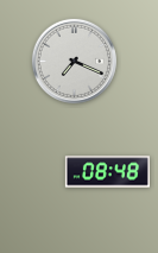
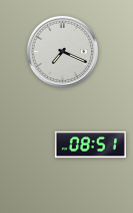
clock at (107, 172): 08:48 -> 08:51
